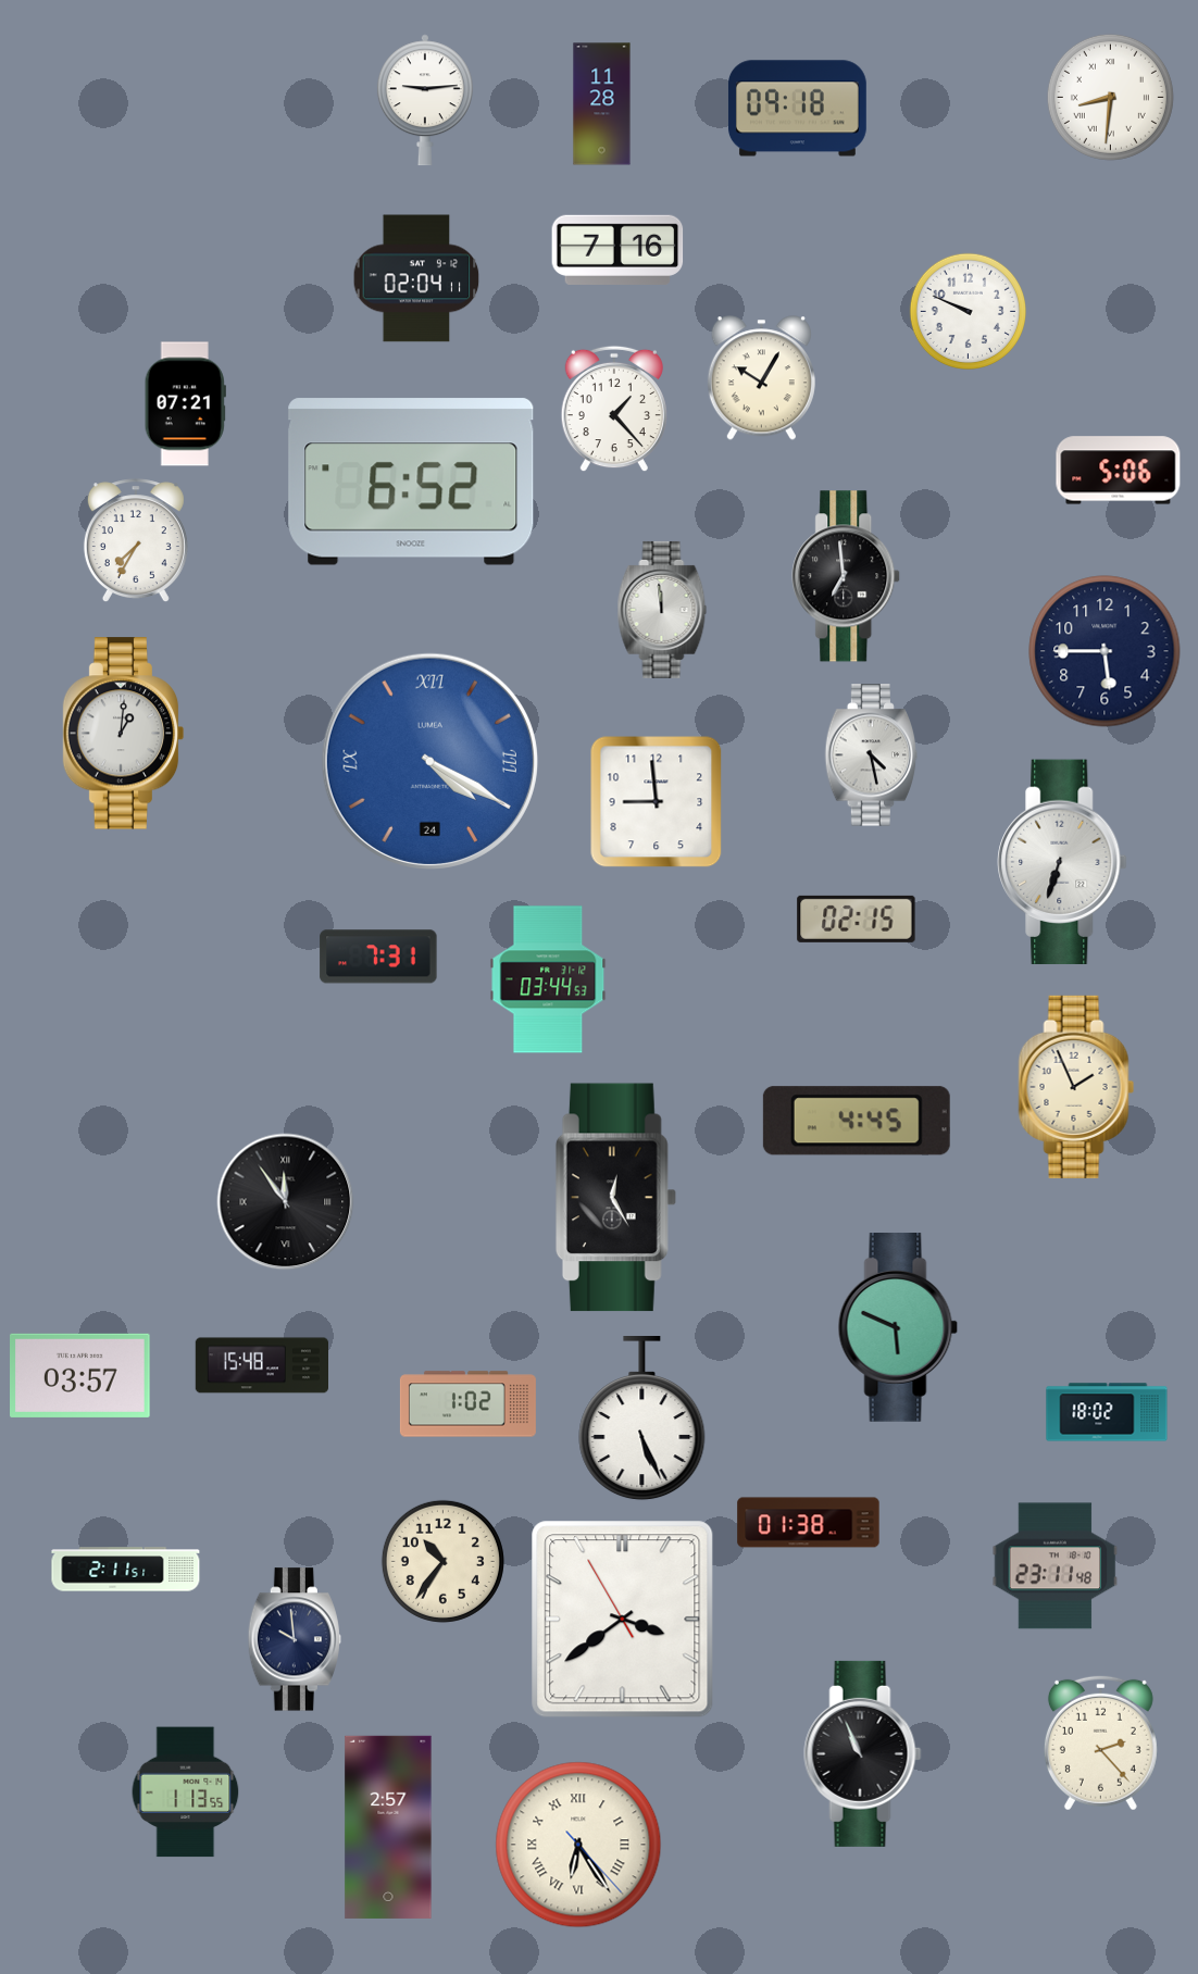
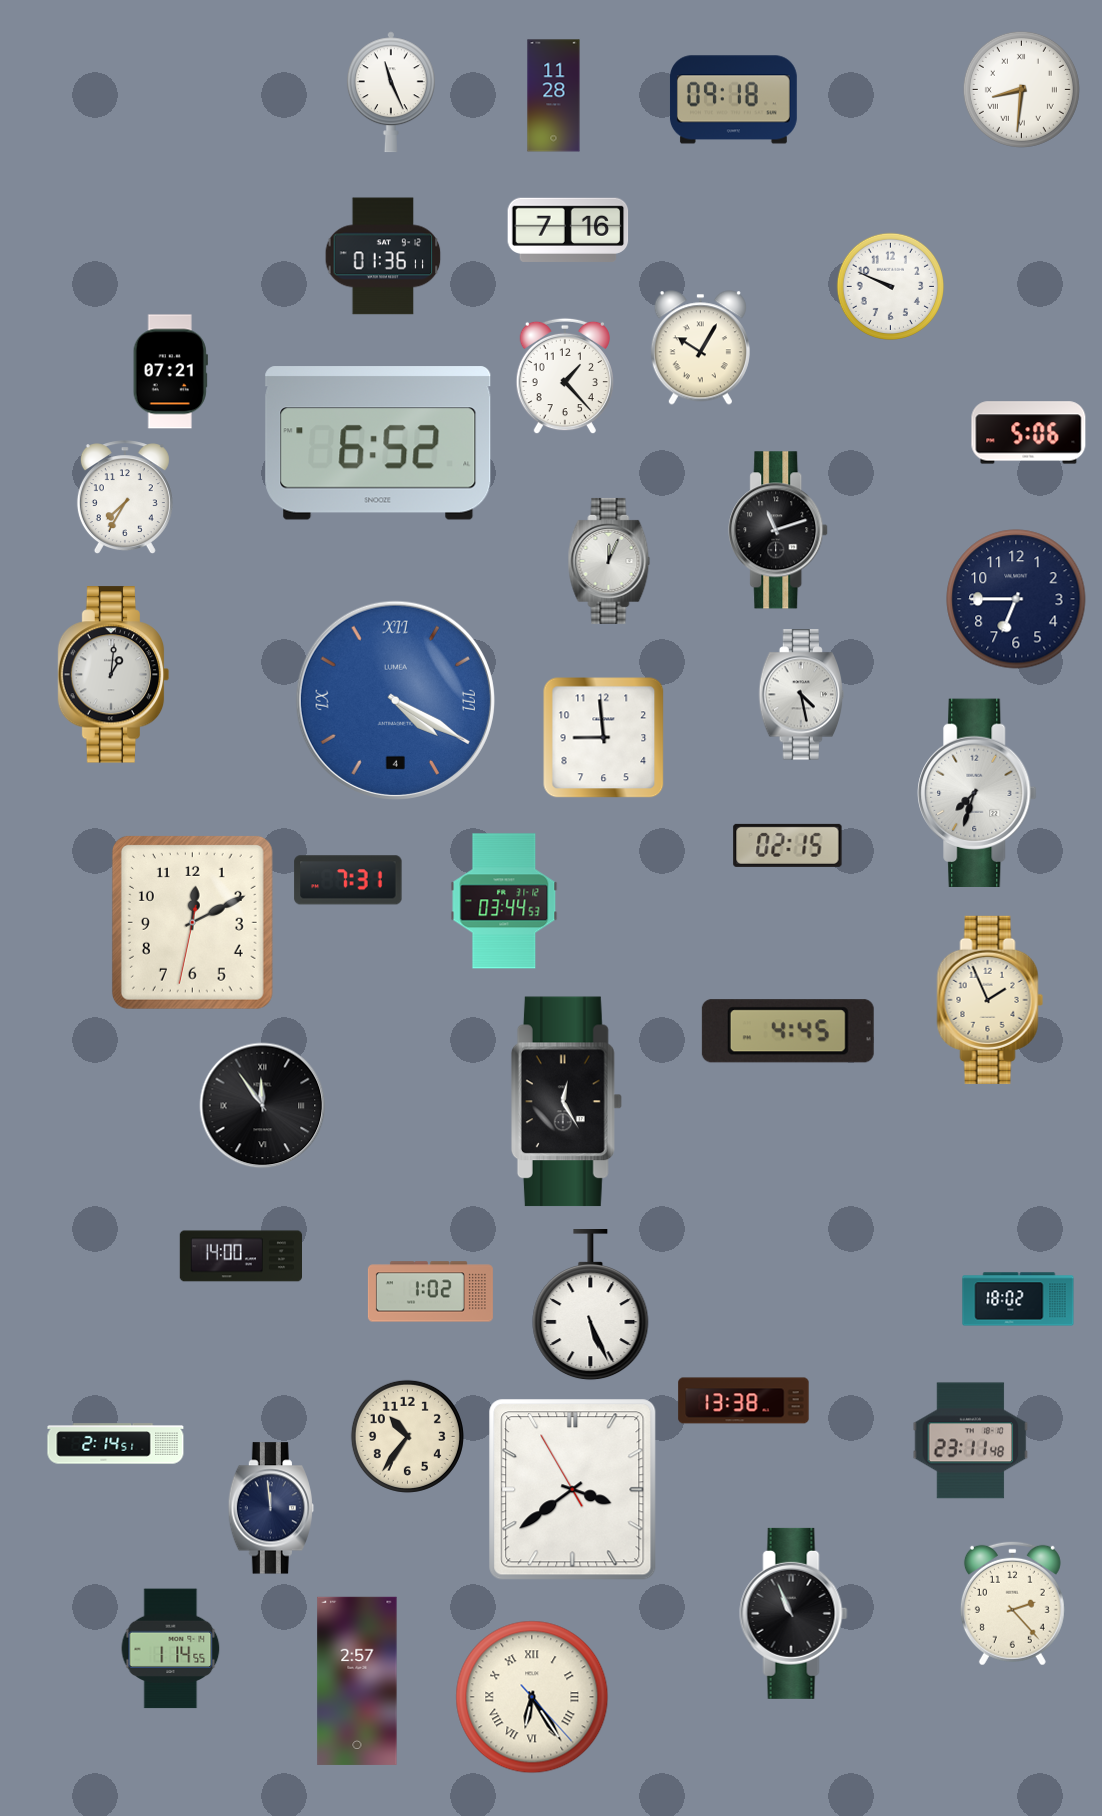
clock at (425, 100): 9:14 -> 11:26
clock at (416, 278): 02:04 -> 01:36
clock at (847, 576): 6:59 -> 11:12
clock at (662, 610): 11:59 -> 12:04
clock at (1105, 651): 5:45 -> 6:45
clock at (429, 761) date: 24 -> 4
clock at (1062, 861): 6:33 -> 7:33
clock at (192, 922): none -> 12:10
clock at (898, 1328): 5:49 -> none
clock at (261, 1365): 15:48 -> 14:00
clock at (80, 1375): 03:57 -> none
clock at (809, 1523): 01:38 -> 13:38
clock at (126, 1570): 2:11 -> 2:14
clock at (294, 1639): 9:59 -> 11:59
clock at (186, 1792): 1:13 -> 1:14
